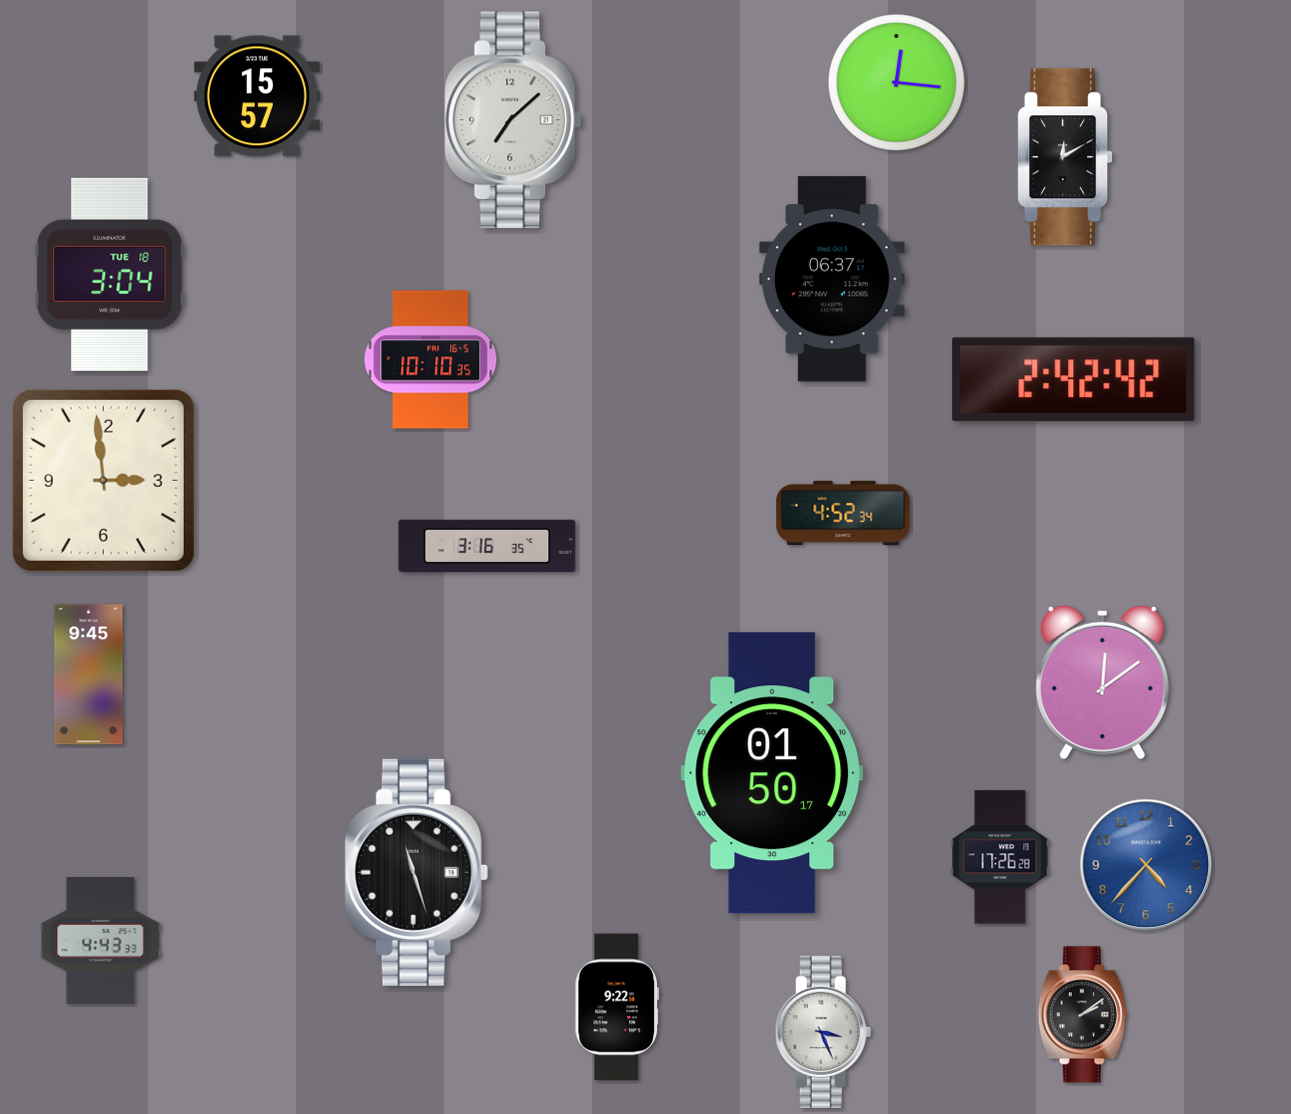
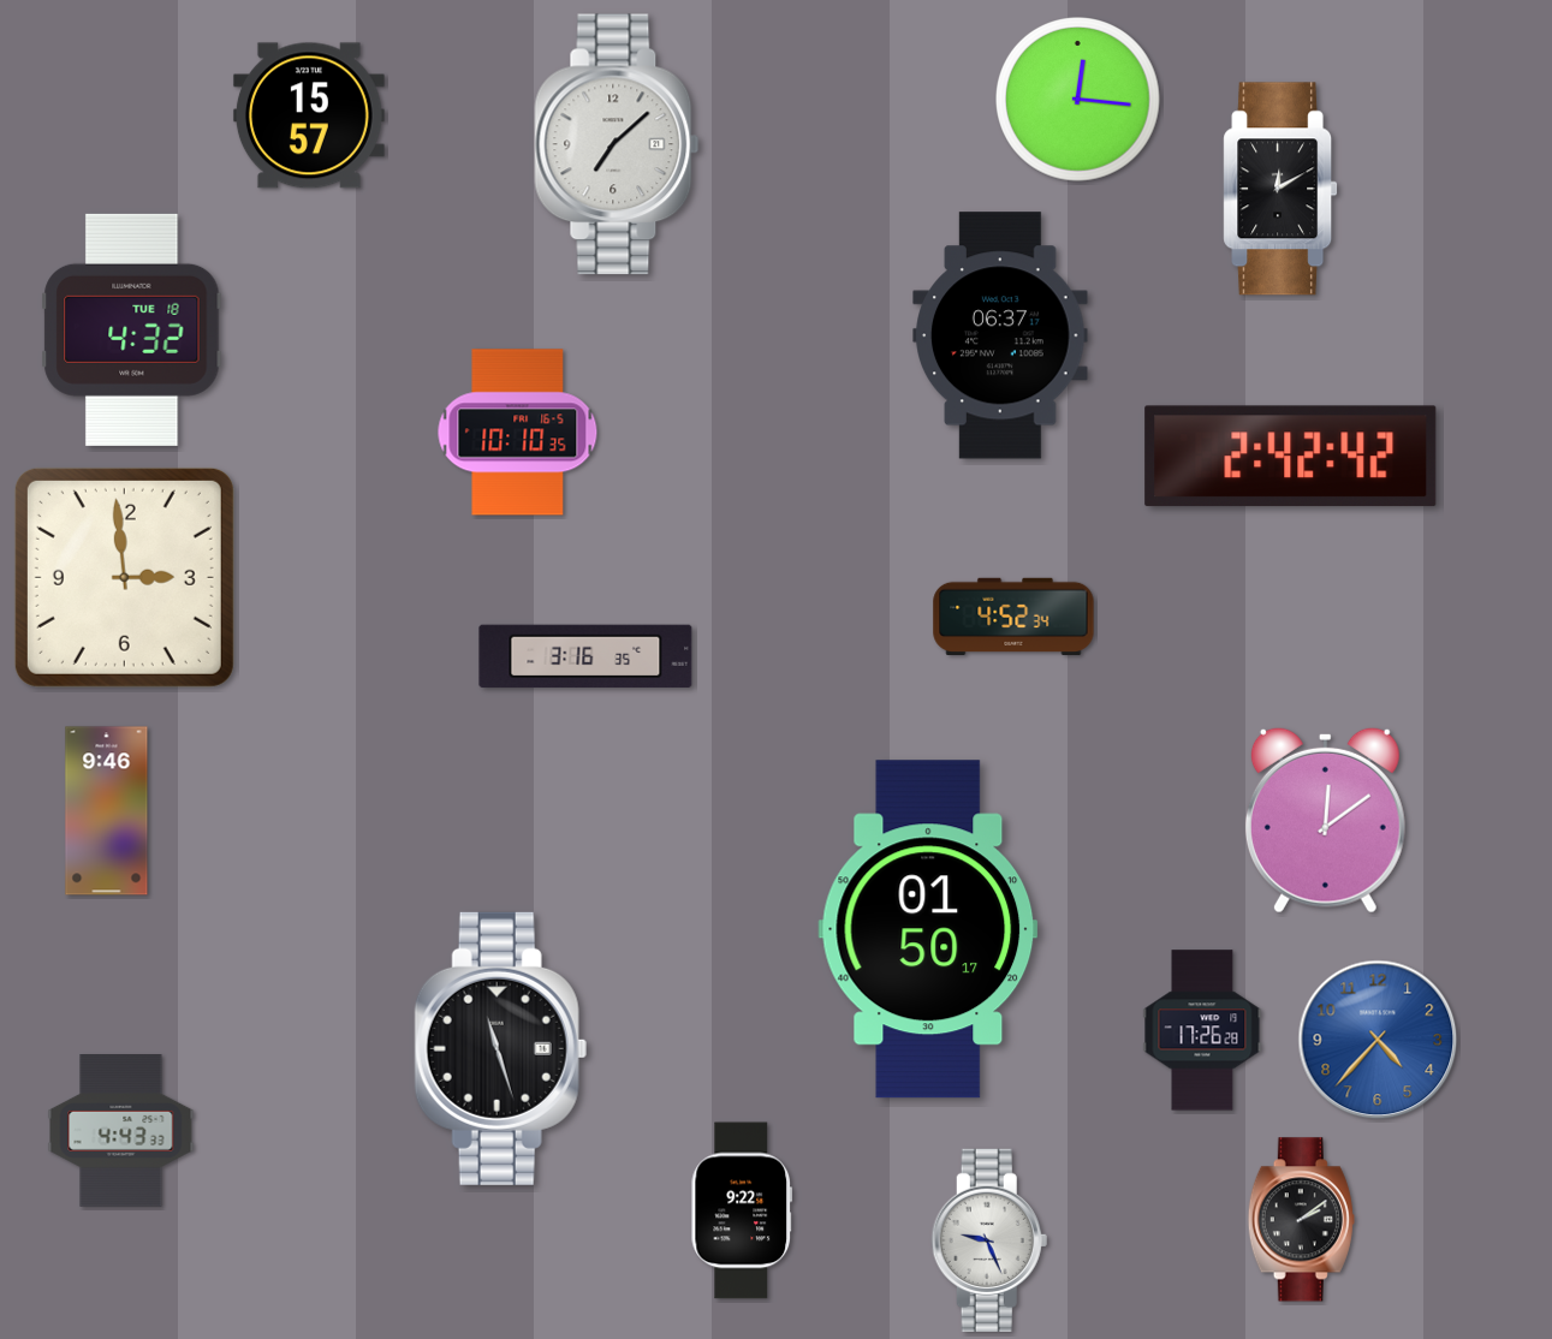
clock at (110, 274): 3:04 -> 4:32
clock at (89, 675): 9:45 -> 9:46
clock at (823, 1031): 3:26 -> 9:26
